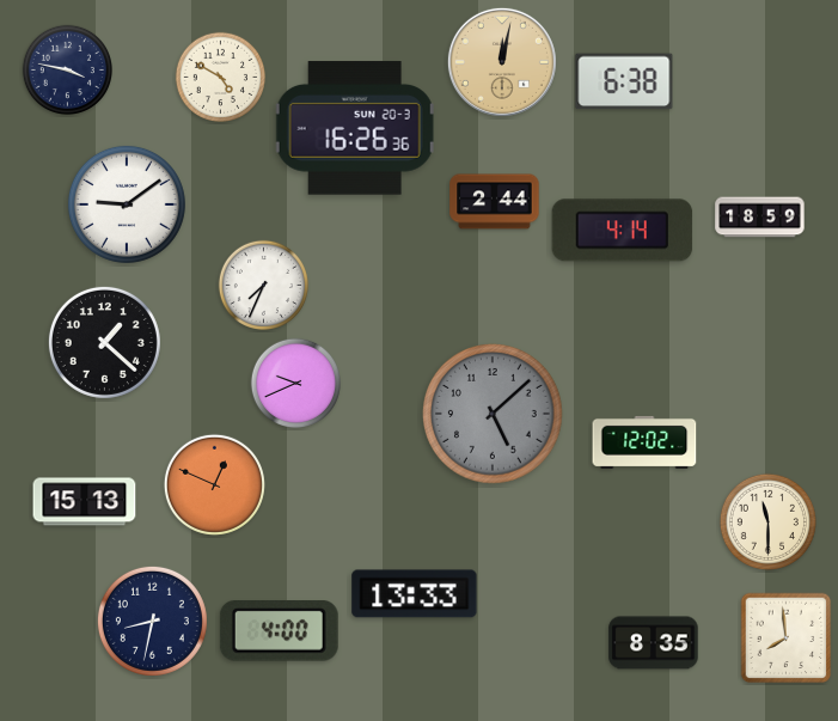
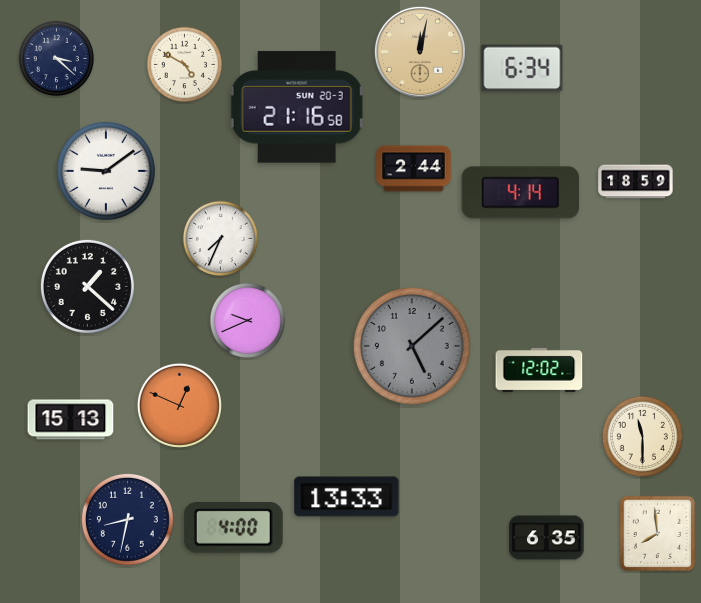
clock at (67, 69): 3:47 -> 3:22
clock at (624, 81): 6:38 -> 6:34
clock at (355, 128): 16:26 -> 21:16
clock at (654, 643): 8:35 -> 6:35
